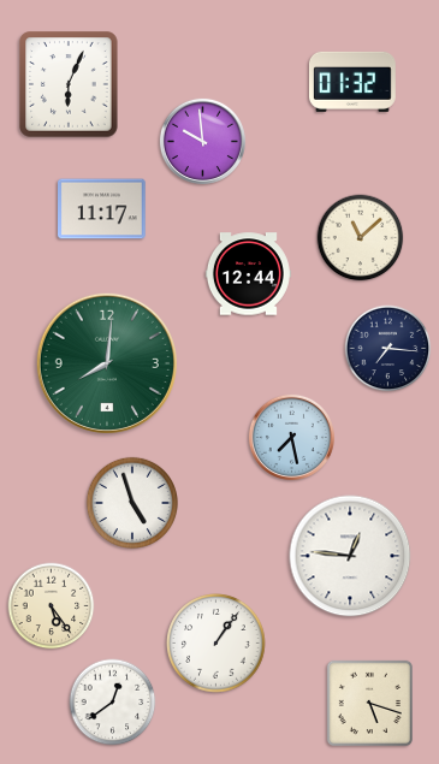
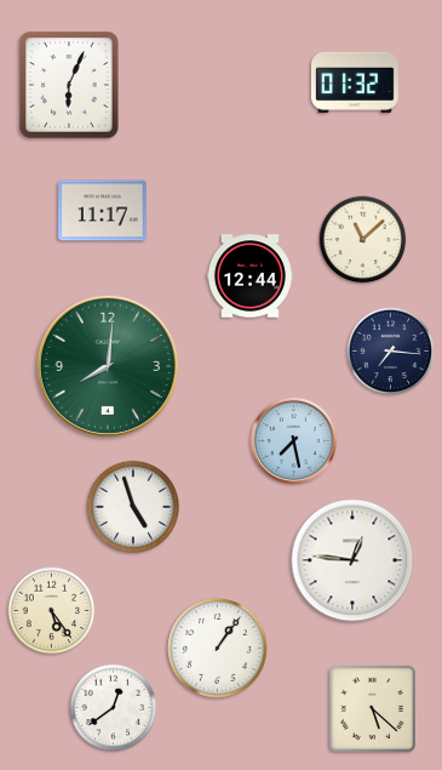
clock at (202, 141): 9:59 -> none
clock at (369, 703): 5:18 -> 5:22
